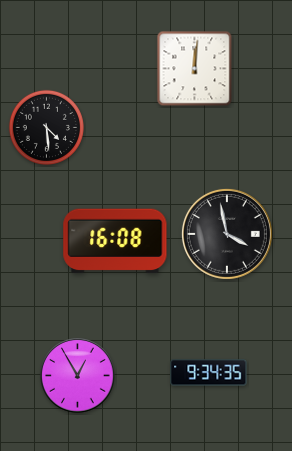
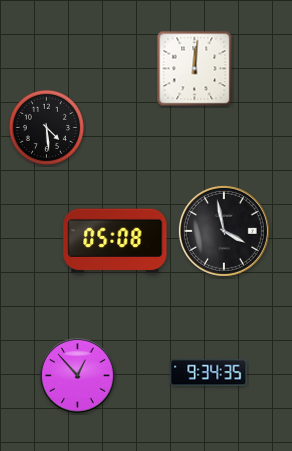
clock at (227, 234) position: (227, 234) -> (224, 231)
clock at (115, 241): 16:08 -> 05:08
clock at (78, 376): 12:55 -> 12:53
